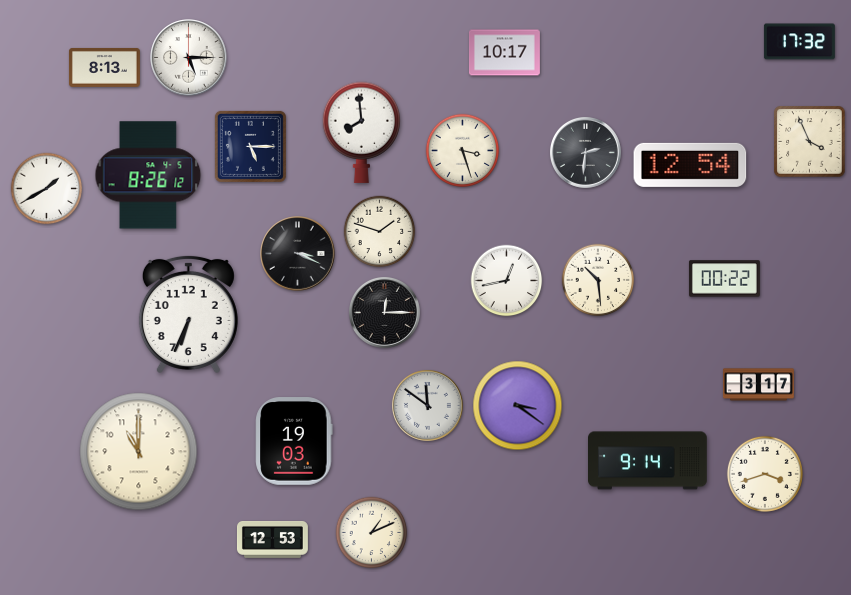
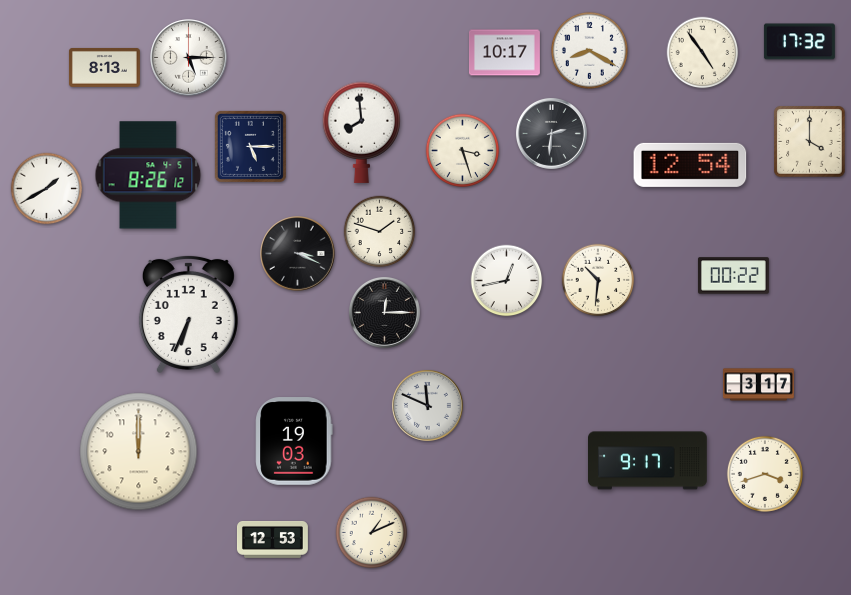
clock at (589, 50): none -> 8:20
clock at (703, 53): none -> 4:54
clock at (810, 142): 3:56 -> 4:00
clock at (585, 152) position: (585, 152) -> (551, 133)
clock at (724, 279) position: (724, 279) -> (733, 276)
clock at (598, 280): 10:29 -> 10:31
clock at (427, 405): 11:51 -> 11:49
clock at (518, 406): 3:21 -> none
clock at (139, 452): 11:00 -> 12:00
clock at (648, 461): 9:14 -> 9:17
